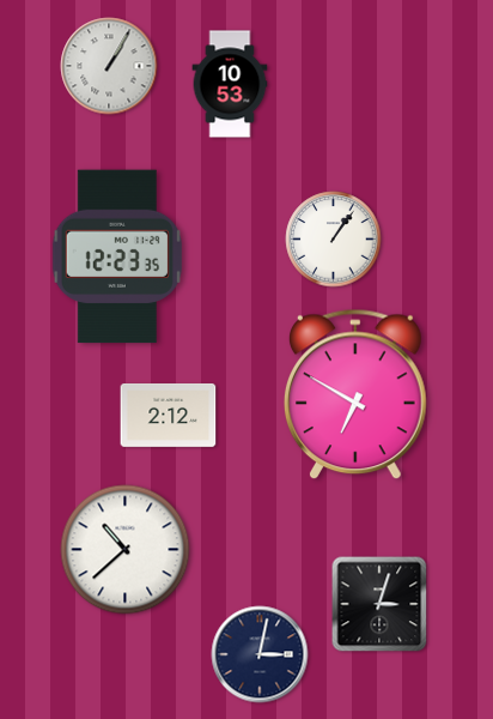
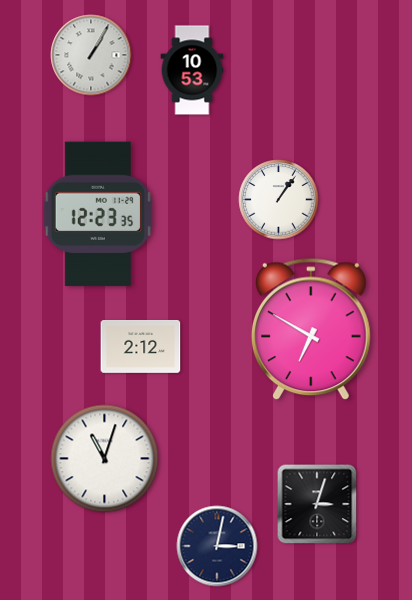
clock at (357, 394) position: (357, 394) -> (312, 329)
clock at (126, 550): 10:38 -> 11:03
